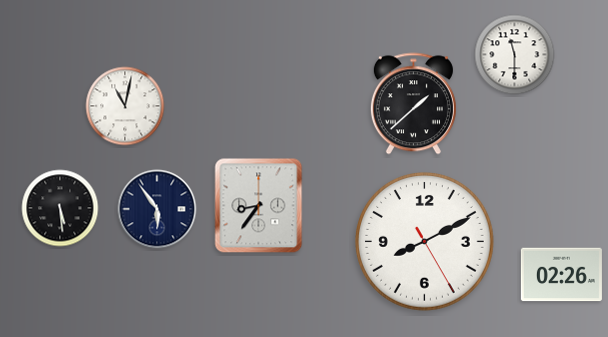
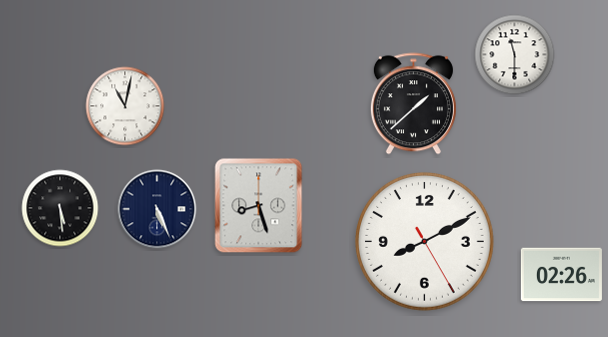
clock at (259, 206): 8:36 -> 8:27
clock at (157, 209): 5:54 -> 5:26
